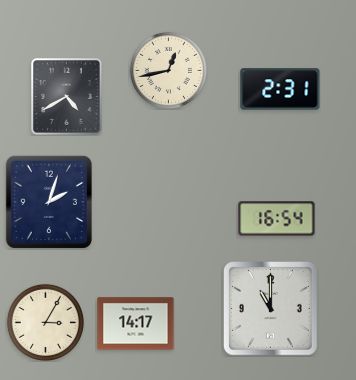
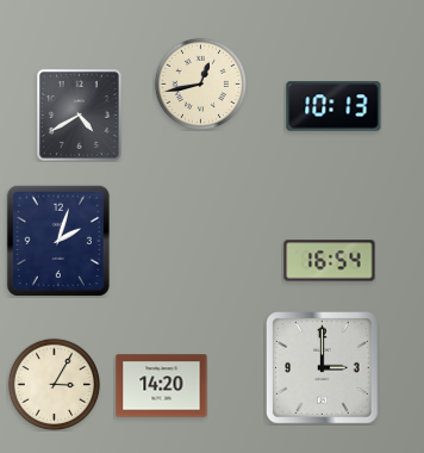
clock at (280, 89): 2:31 -> 10:13
clock at (271, 309): 11:00 -> 3:00
clock at (136, 324): 14:17 -> 14:20
